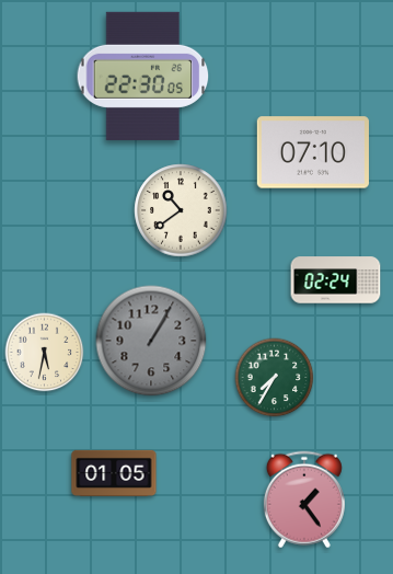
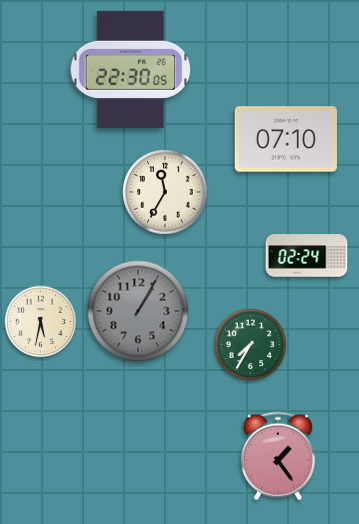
clock at (181, 210): 10:39 -> 11:35
clock at (114, 473): 01:05 -> none
